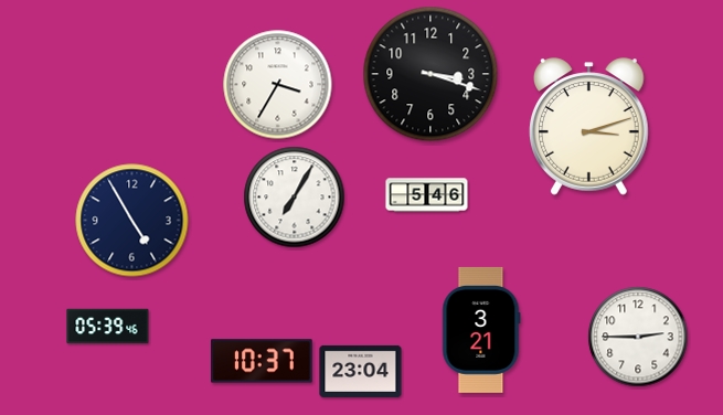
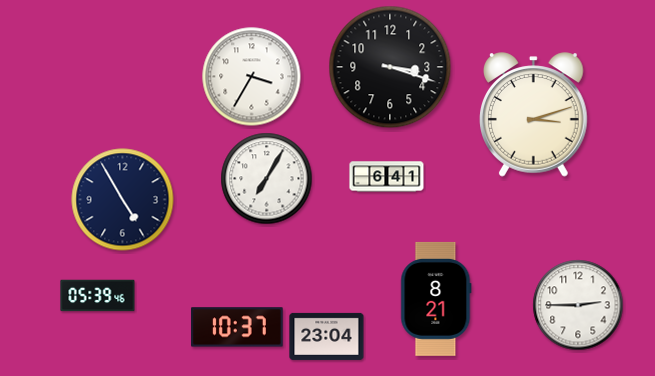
clock at (427, 195): 5:46 -> 6:41
clock at (132, 221) position: (132, 221) -> (123, 200)
clock at (481, 330): 3:21 -> 8:21
